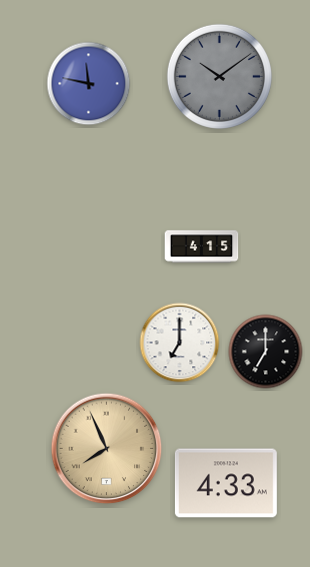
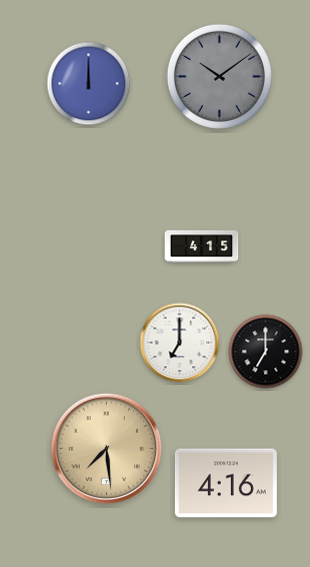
clock at (89, 84): 11:47 -> 12:00
clock at (107, 449): 7:56 -> 7:29
clock at (226, 483): 4:33 -> 4:16
